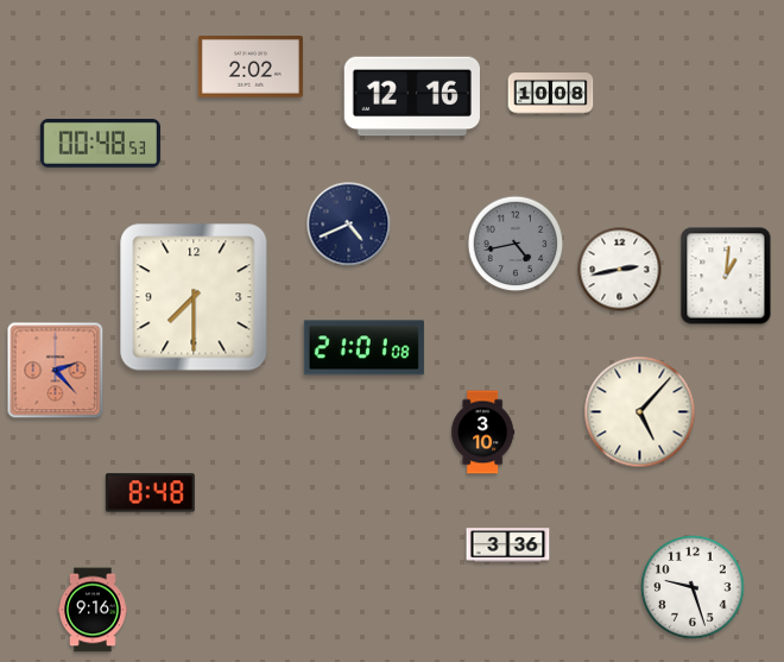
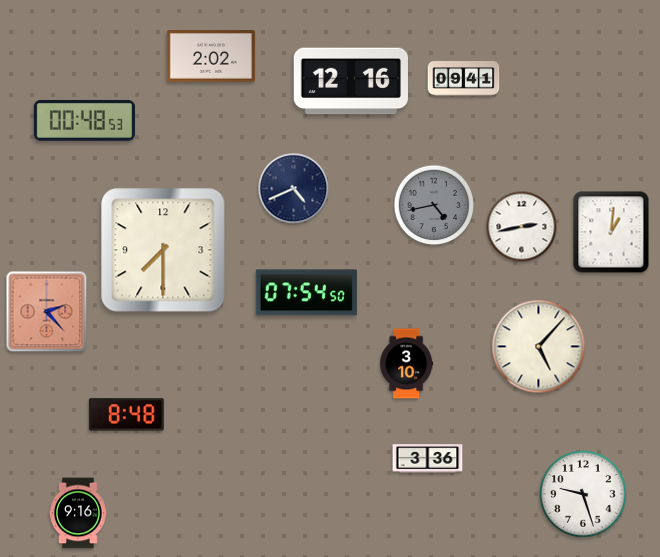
clock at (551, 94): 10:08 -> 09:41
clock at (411, 96) position: (411, 96) -> (350, 81)
clock at (363, 348): 21:01 -> 07:54
